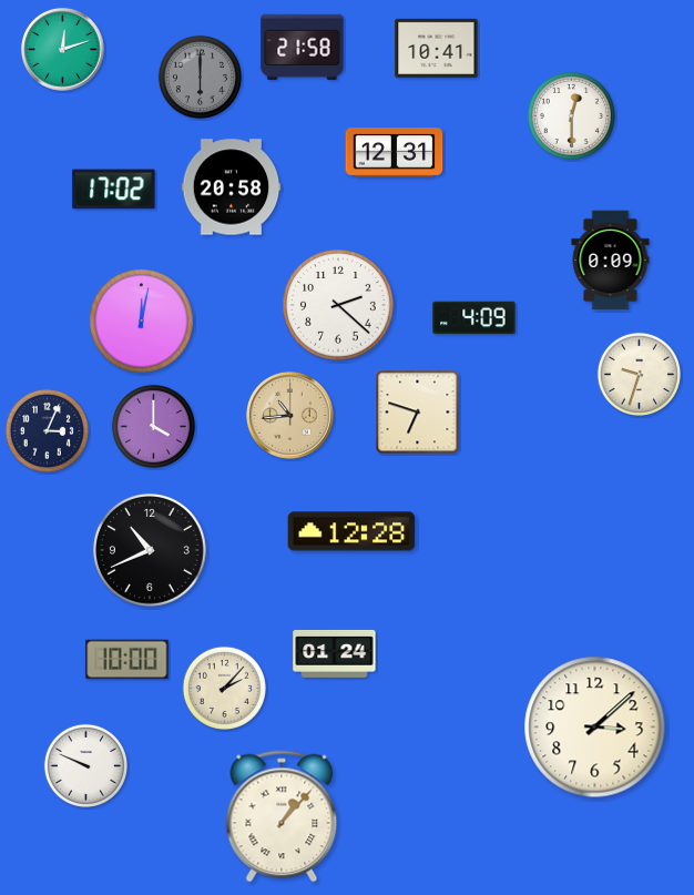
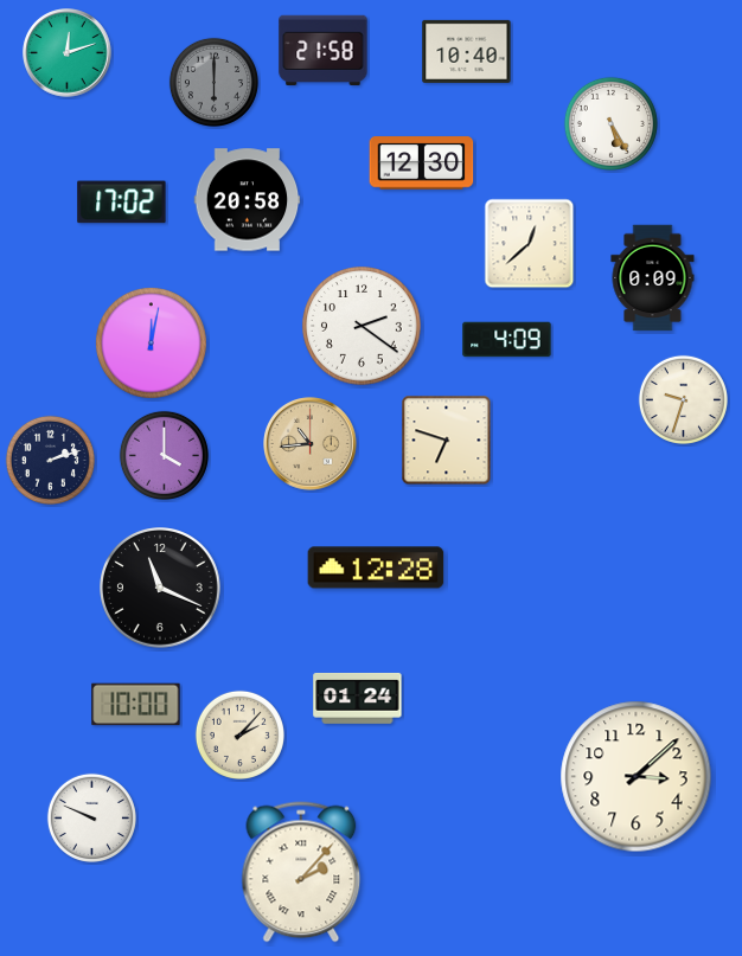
clock at (437, 48): 10:41 -> 10:40
clock at (571, 115): 12:30 -> 5:25
clock at (395, 153): 12:31 -> 12:30
clock at (530, 244): none -> 12:38
clock at (339, 306): 2:22 -> 2:21
clock at (47, 430): 3:04 -> 2:12
clock at (150, 550): 10:41 -> 11:19
clock at (282, 816): 1:07 -> 2:07
